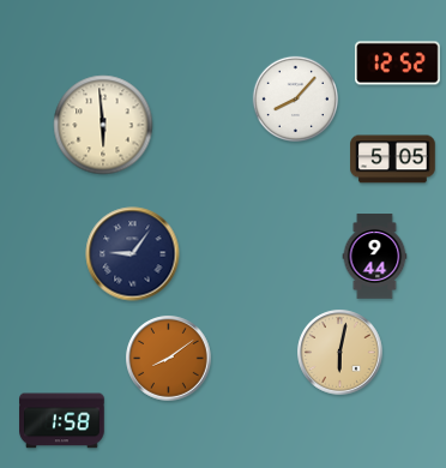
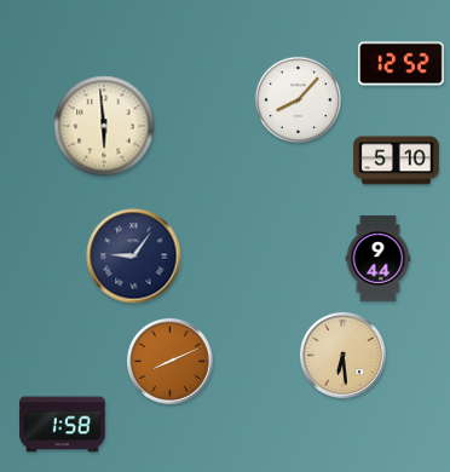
clock at (393, 160): 5:05 -> 5:10
clock at (340, 353): 6:02 -> 6:29
clock at (169, 359): 8:09 -> 8:11
